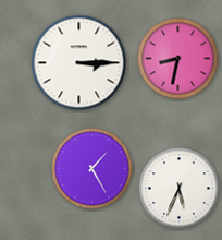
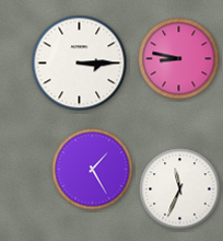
clock at (178, 59): 8:32 -> 8:47
clock at (180, 189): 5:34 -> 11:34
